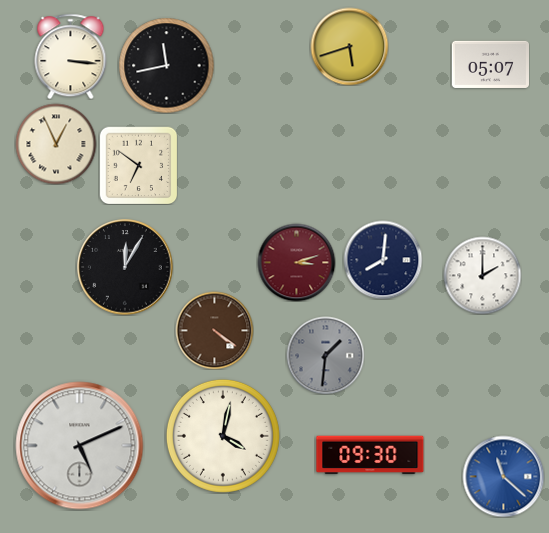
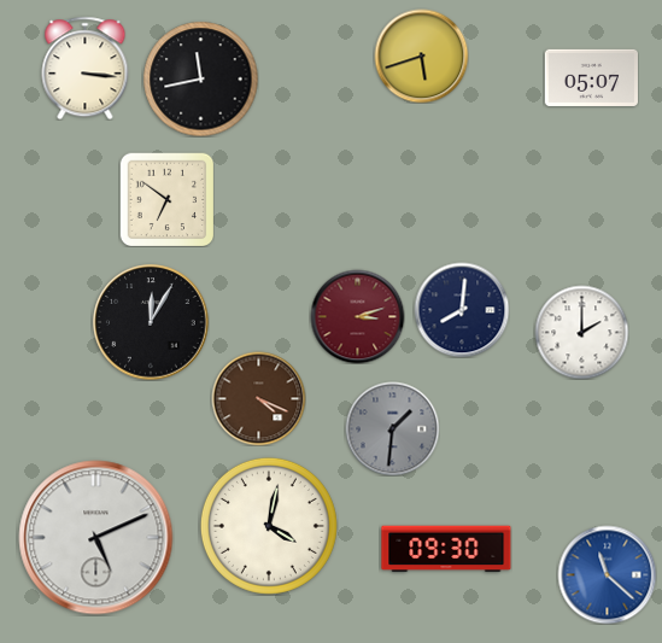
clock at (56, 144): 12:56 -> none
clock at (383, 260) position: (383, 260) -> (462, 310)
clock at (214, 330): 4:21 -> 4:19
